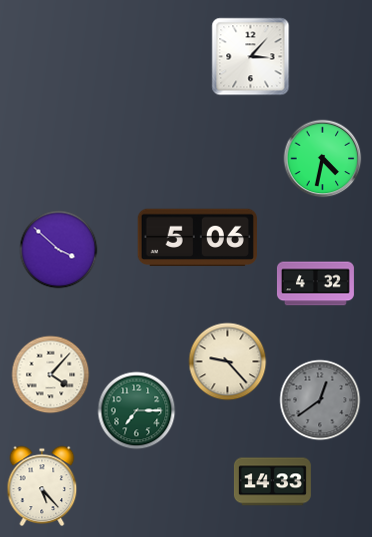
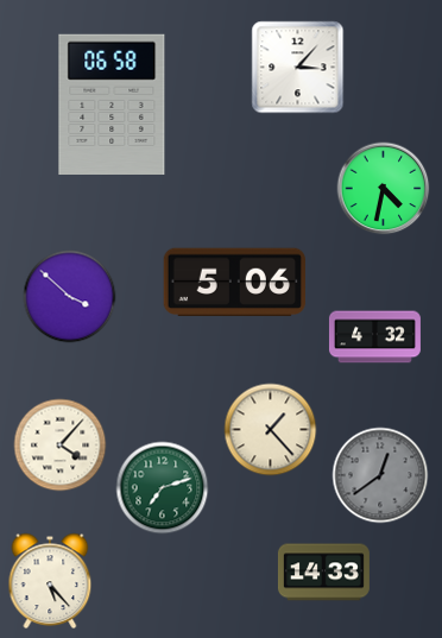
clock at (112, 103): none -> 06:58
clock at (227, 361): 9:23 -> 1:23
clock at (136, 410): 7:15 -> 7:12
clock at (42, 486) position: (42, 486) -> (50, 581)
